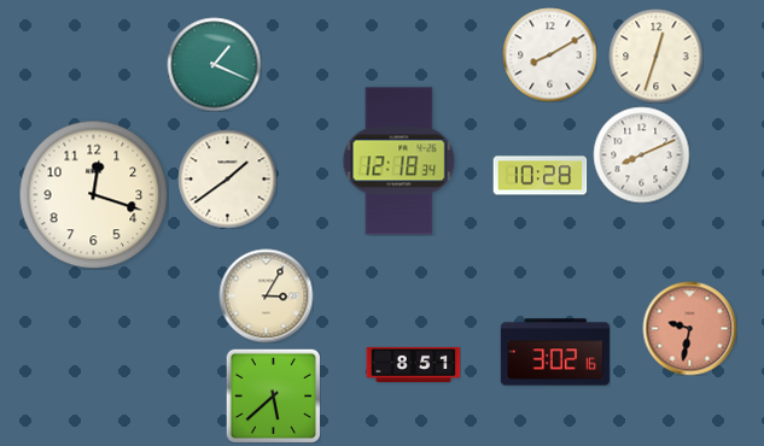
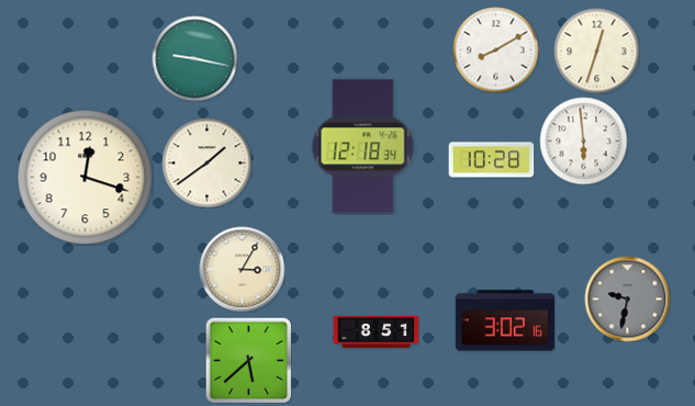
clock at (549, 54) position: (549, 54) -> (495, 49)
clock at (214, 64): 1:19 -> 9:17
clock at (641, 154): 8:11 -> 5:59
clock at (689, 328) dial: salmon -> grey
